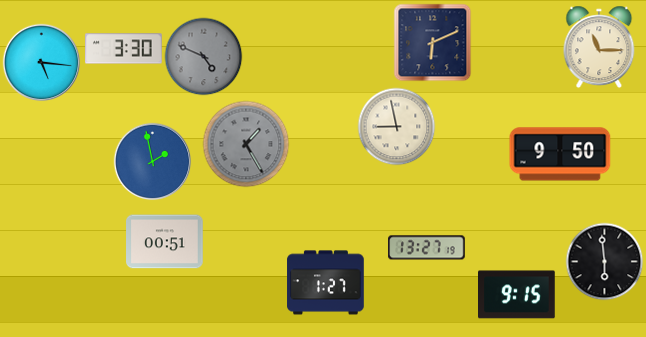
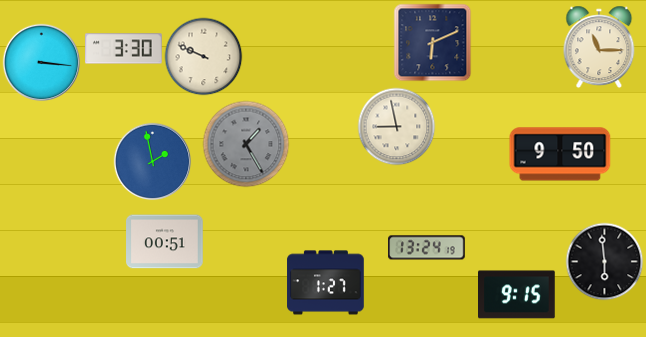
clock at (203, 56): 4:49 -> 9:49
clock at (203, 56) dial: grey -> cream
clock at (41, 62): 5:16 -> 3:16
clock at (427, 248): 13:27 -> 13:24
